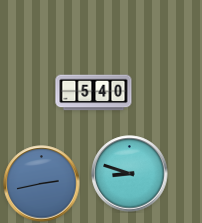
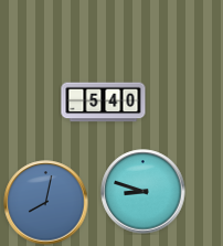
clock at (42, 184): 2:43 -> 8:02
